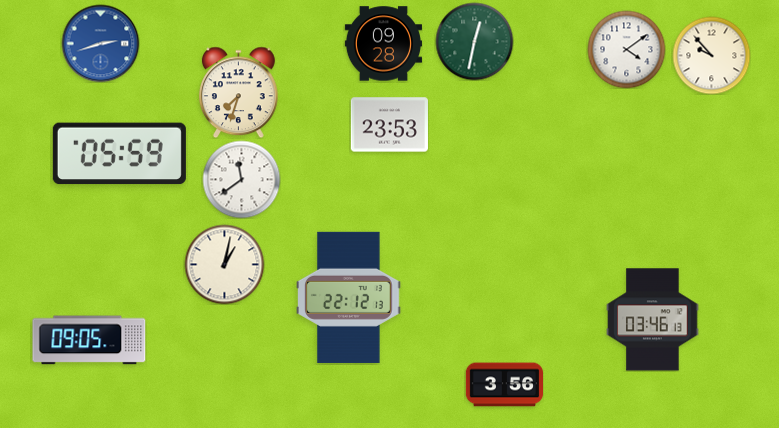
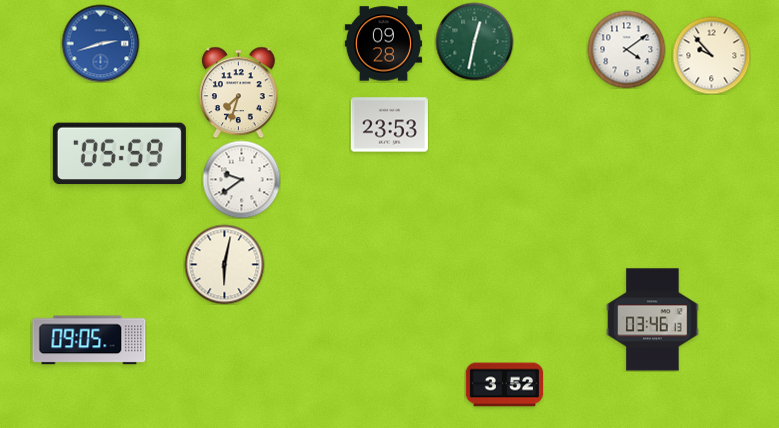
clock at (241, 179): 11:39 -> 9:39
clock at (224, 264): 1:02 -> 6:02
clock at (349, 297): 22:12 -> none
clock at (504, 385): 3:56 -> 3:52
